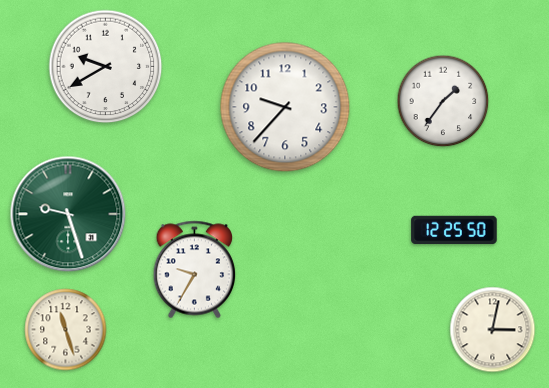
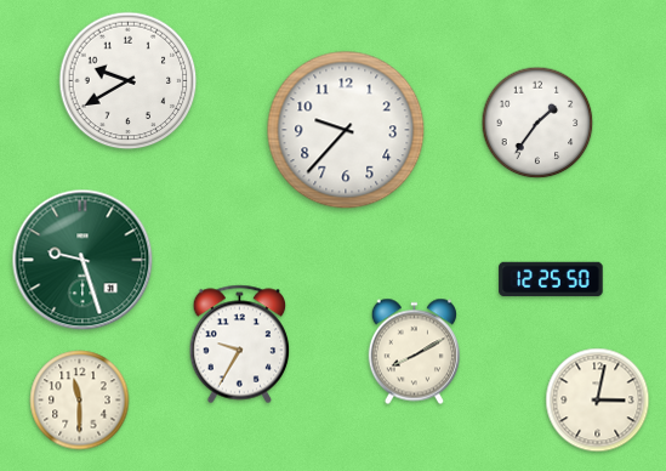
clock at (195, 270) position: (195, 270) -> (240, 345)
clock at (414, 352): none -> 8:10
clock at (66, 330): 11:27 -> 11:30
